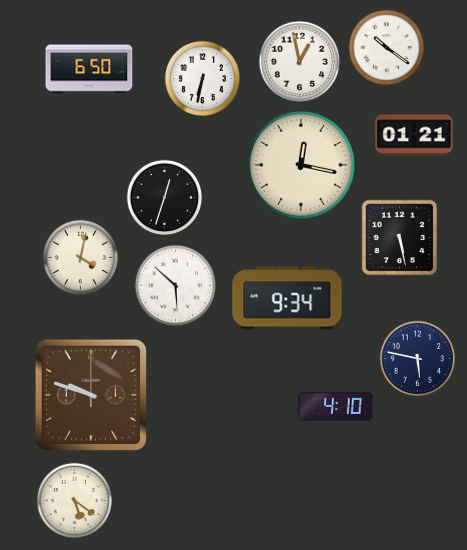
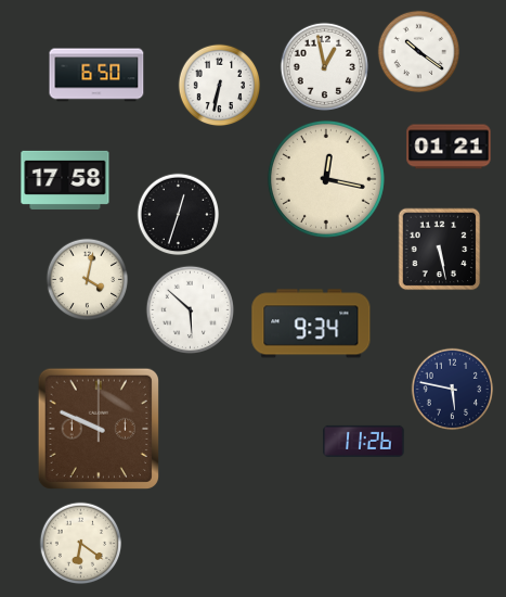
clock at (65, 180): none -> 17:58
clock at (400, 238) position: (400, 238) -> (440, 250)
clock at (91, 395): 9:48 -> 9:49
clock at (336, 406): 4:10 -> 11:26
clock at (75, 501): 5:21 -> 6:21
